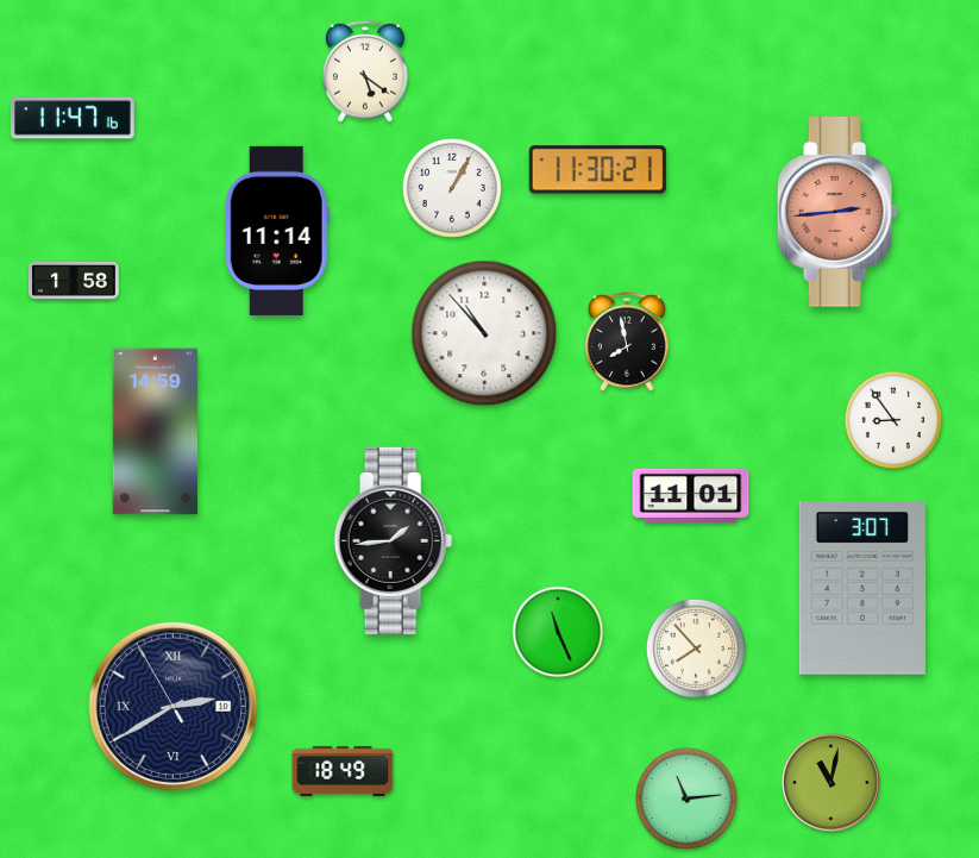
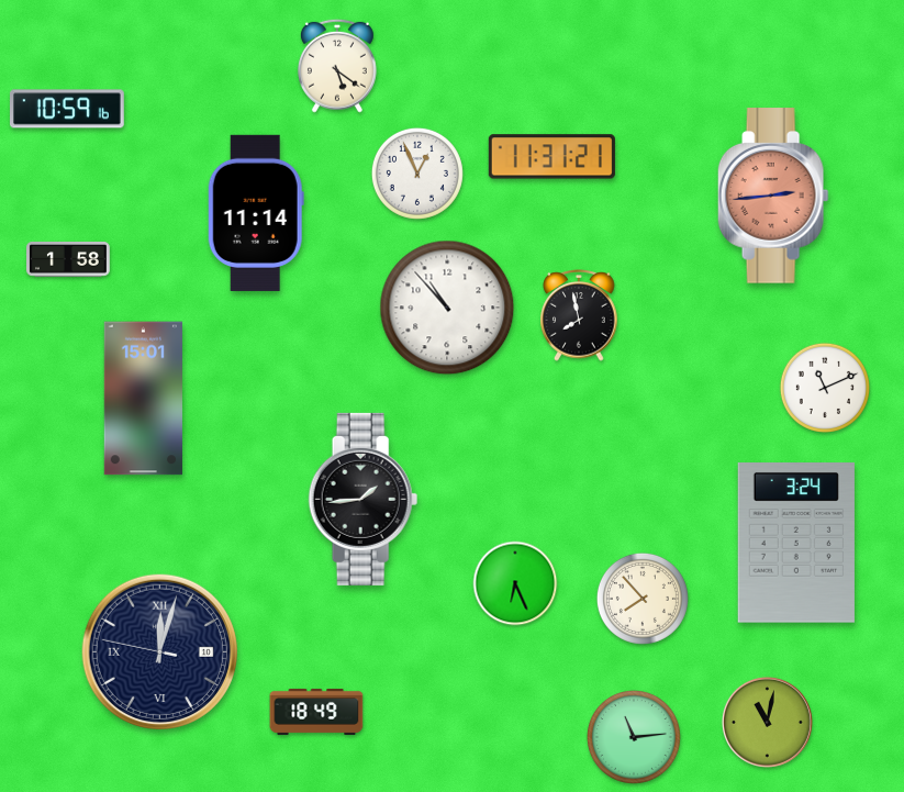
clock at (74, 118): 11:47 -> 10:59
clock at (597, 170): 11:30 -> 11:31
clock at (452, 188): 1:05 -> 12:56
clock at (892, 419): 8:54 -> 11:11
clock at (155, 432): 14:59 -> 15:01
clock at (691, 495): 11:01 -> none
clock at (862, 589): 3:07 -> 3:24
clock at (558, 632): 11:26 -> 6:26
clock at (172, 706): 2:39 -> 12:02
